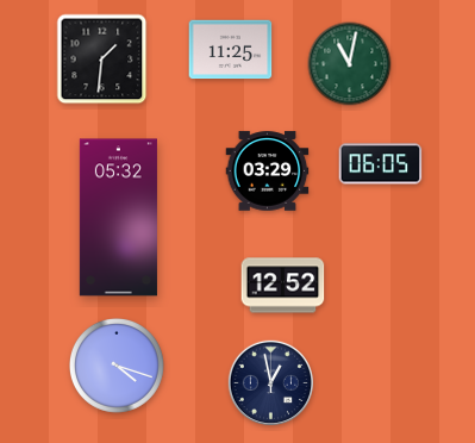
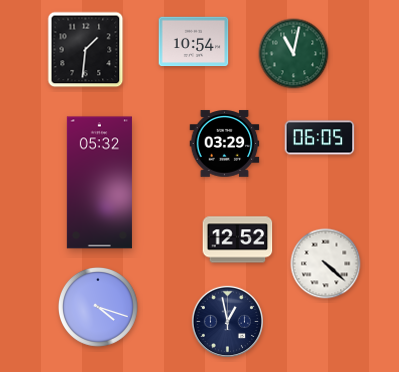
clock at (231, 50): 11:25 -> 10:54
clock at (326, 264): none -> 4:22
